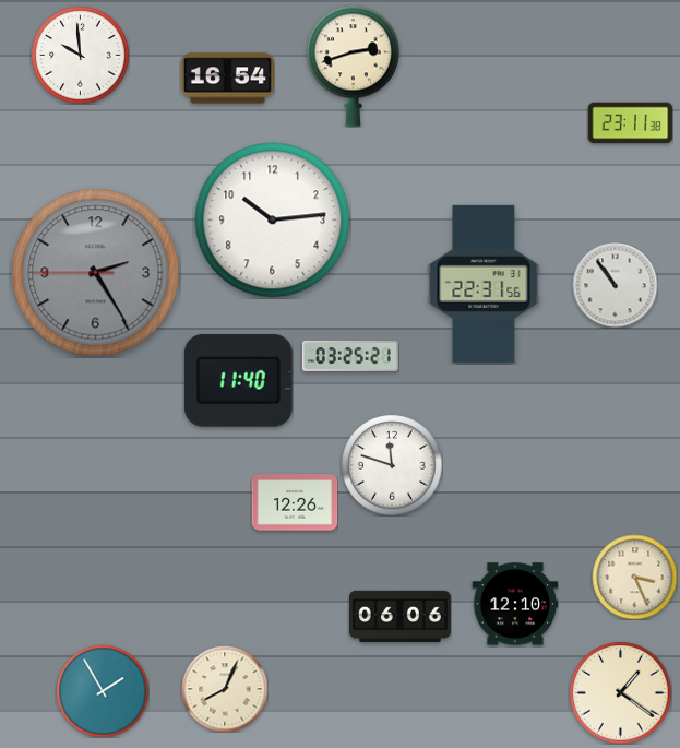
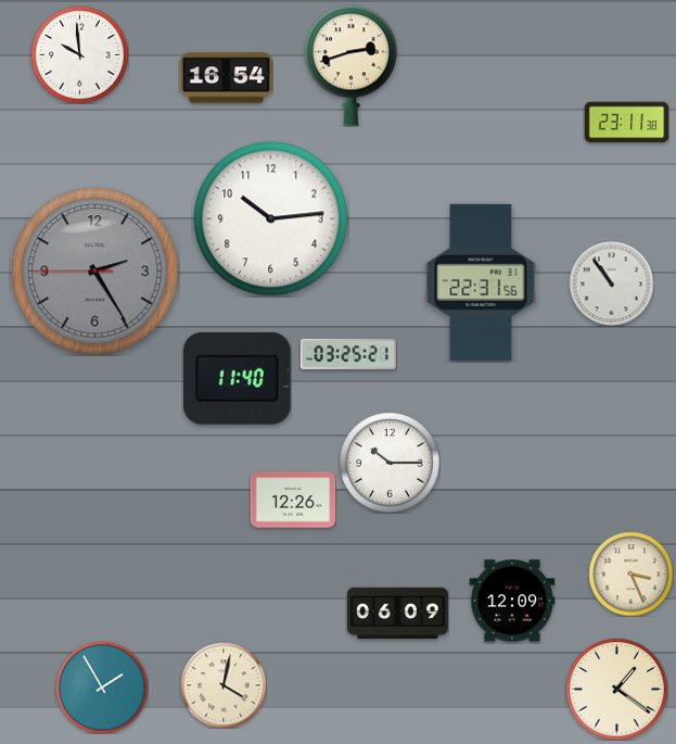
clock at (392, 465): 11:48 -> 10:15
clock at (515, 604): 12:10 -> 12:09
clock at (399, 616): 06:06 -> 06:09
clock at (225, 689): 8:04 -> 4:02
